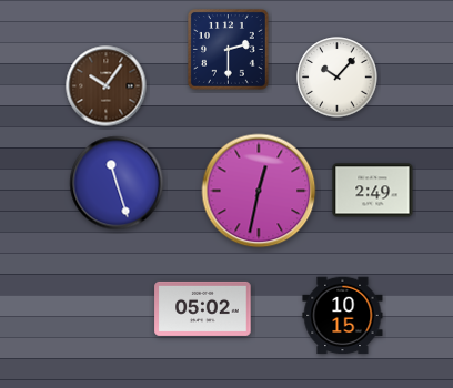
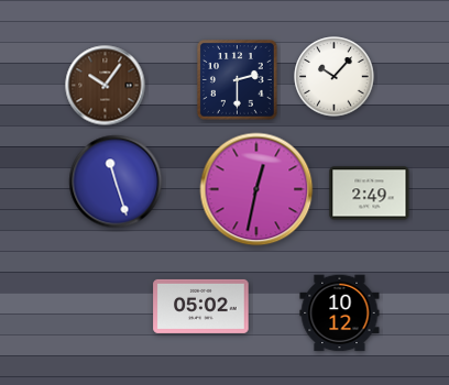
clock at (229, 50) position: (229, 50) -> (238, 80)
clock at (373, 191) position: (373, 191) -> (370, 194)
clock at (343, 316): 10:15 -> 10:12
